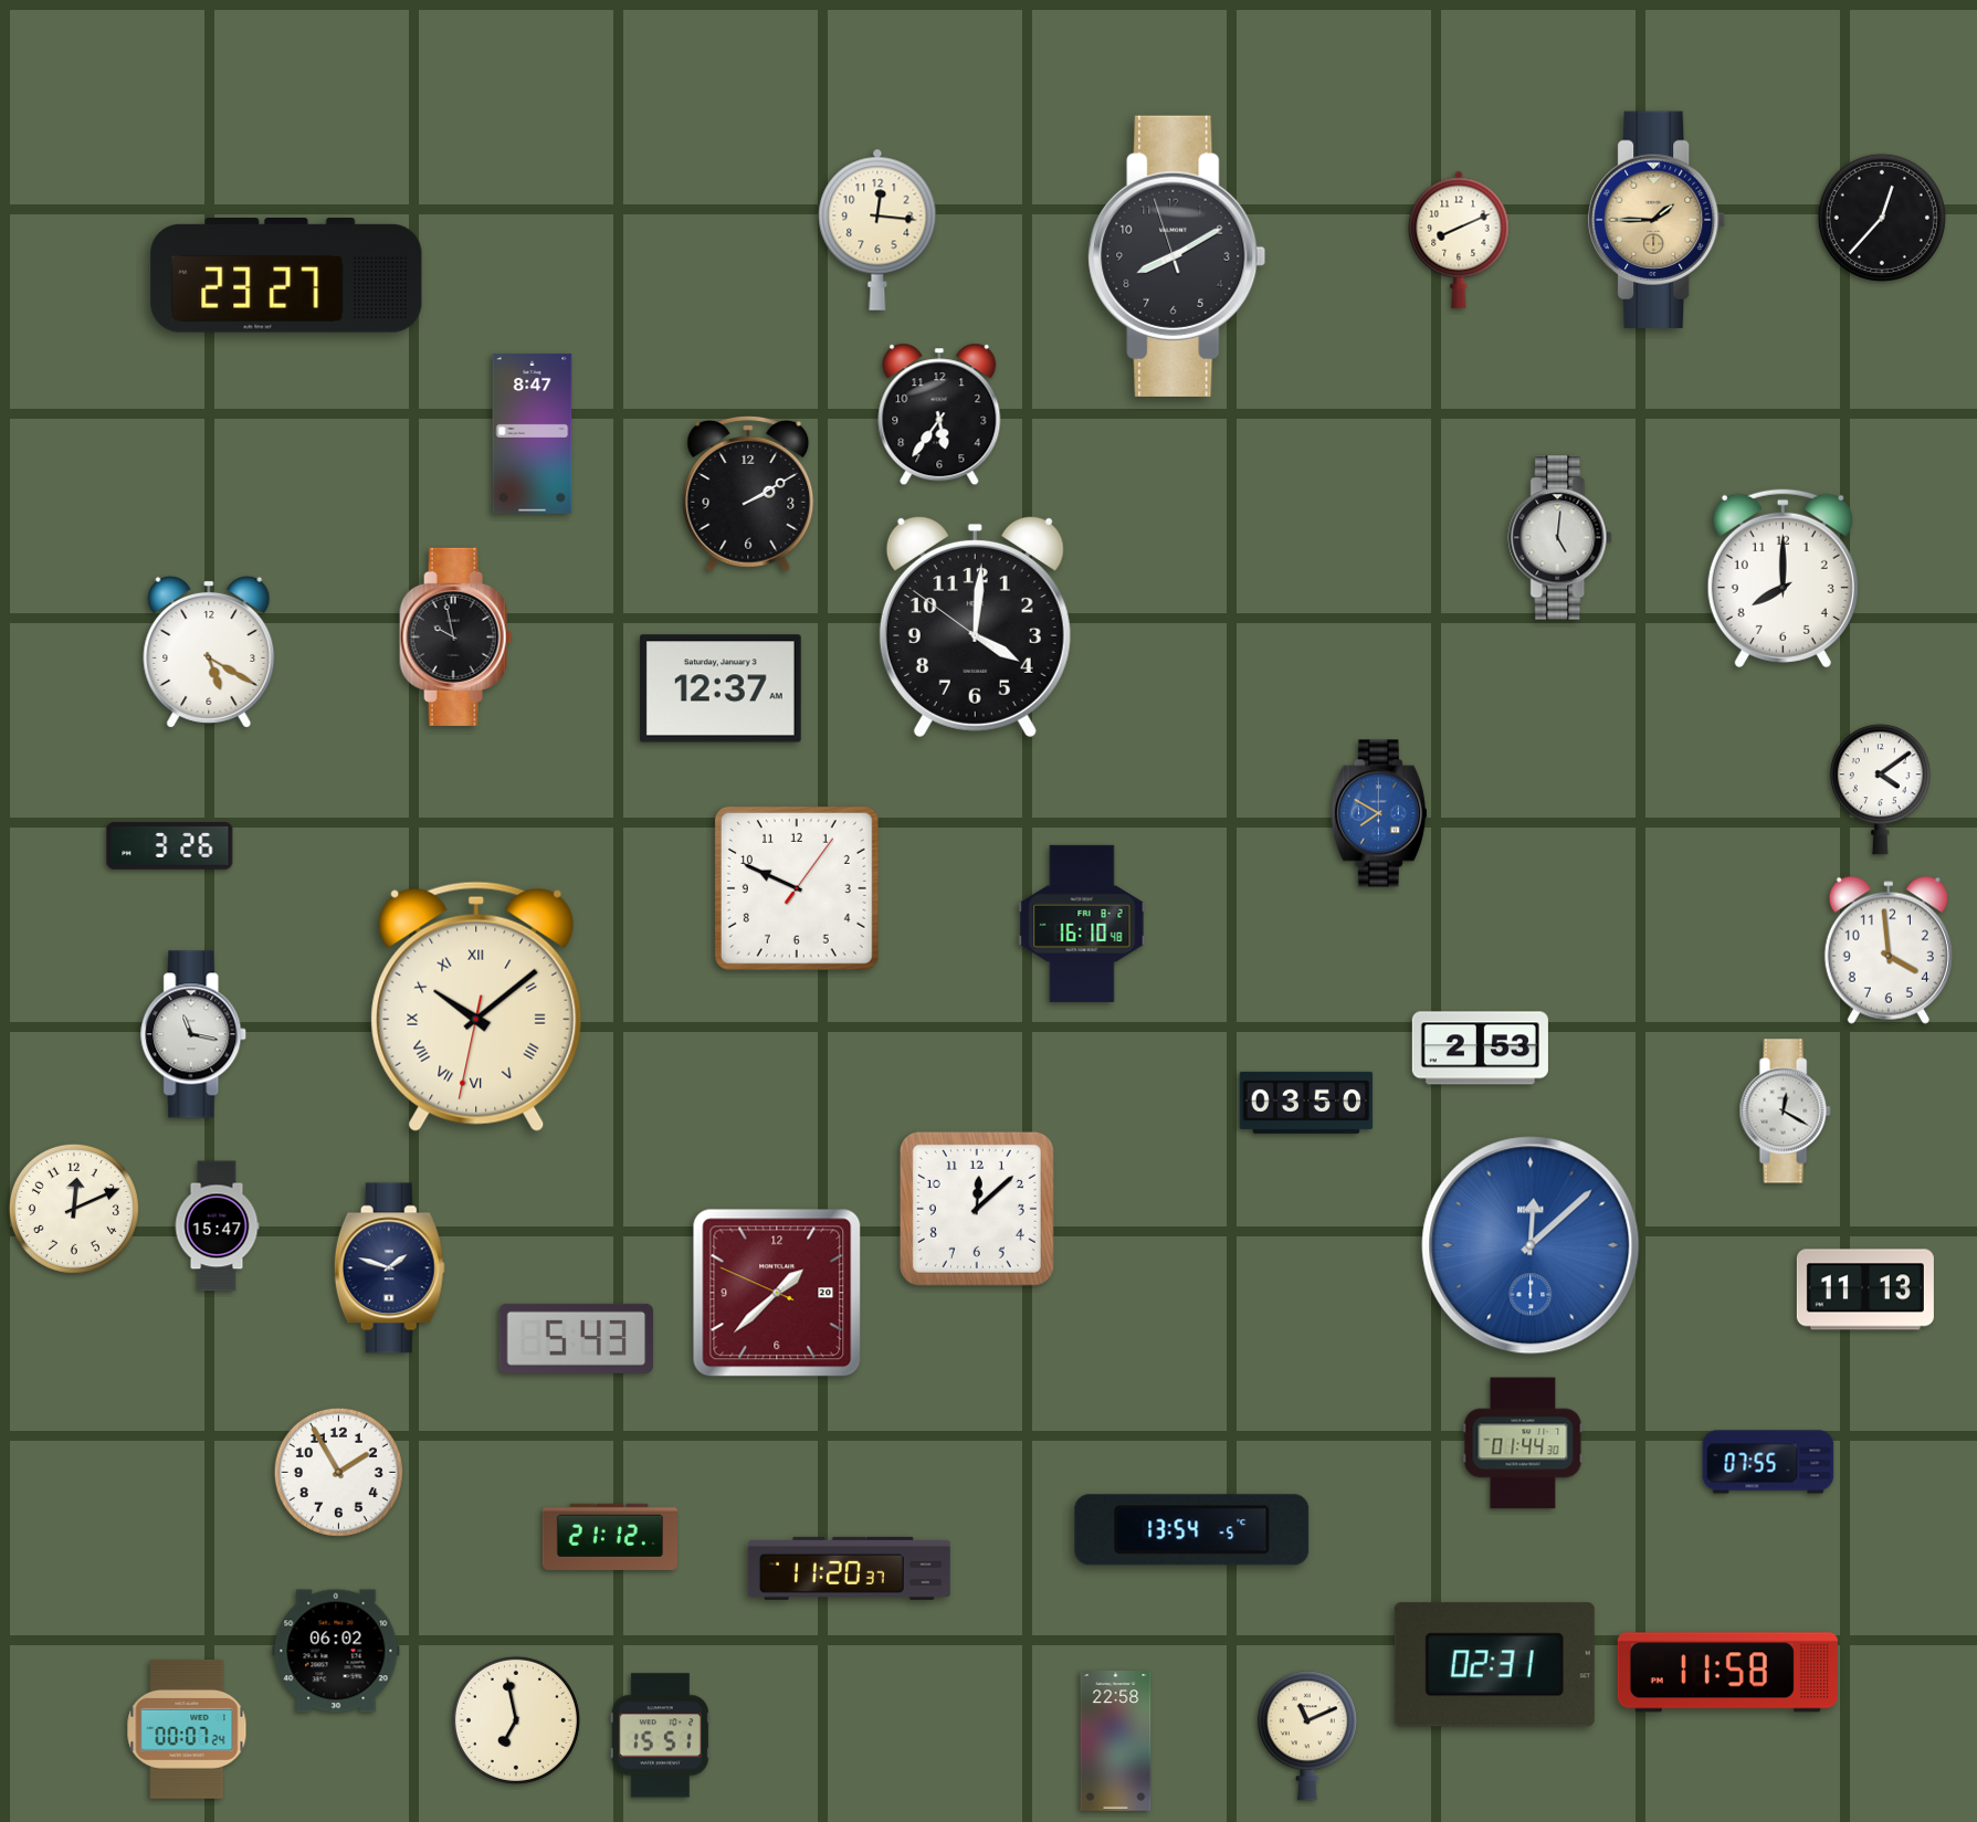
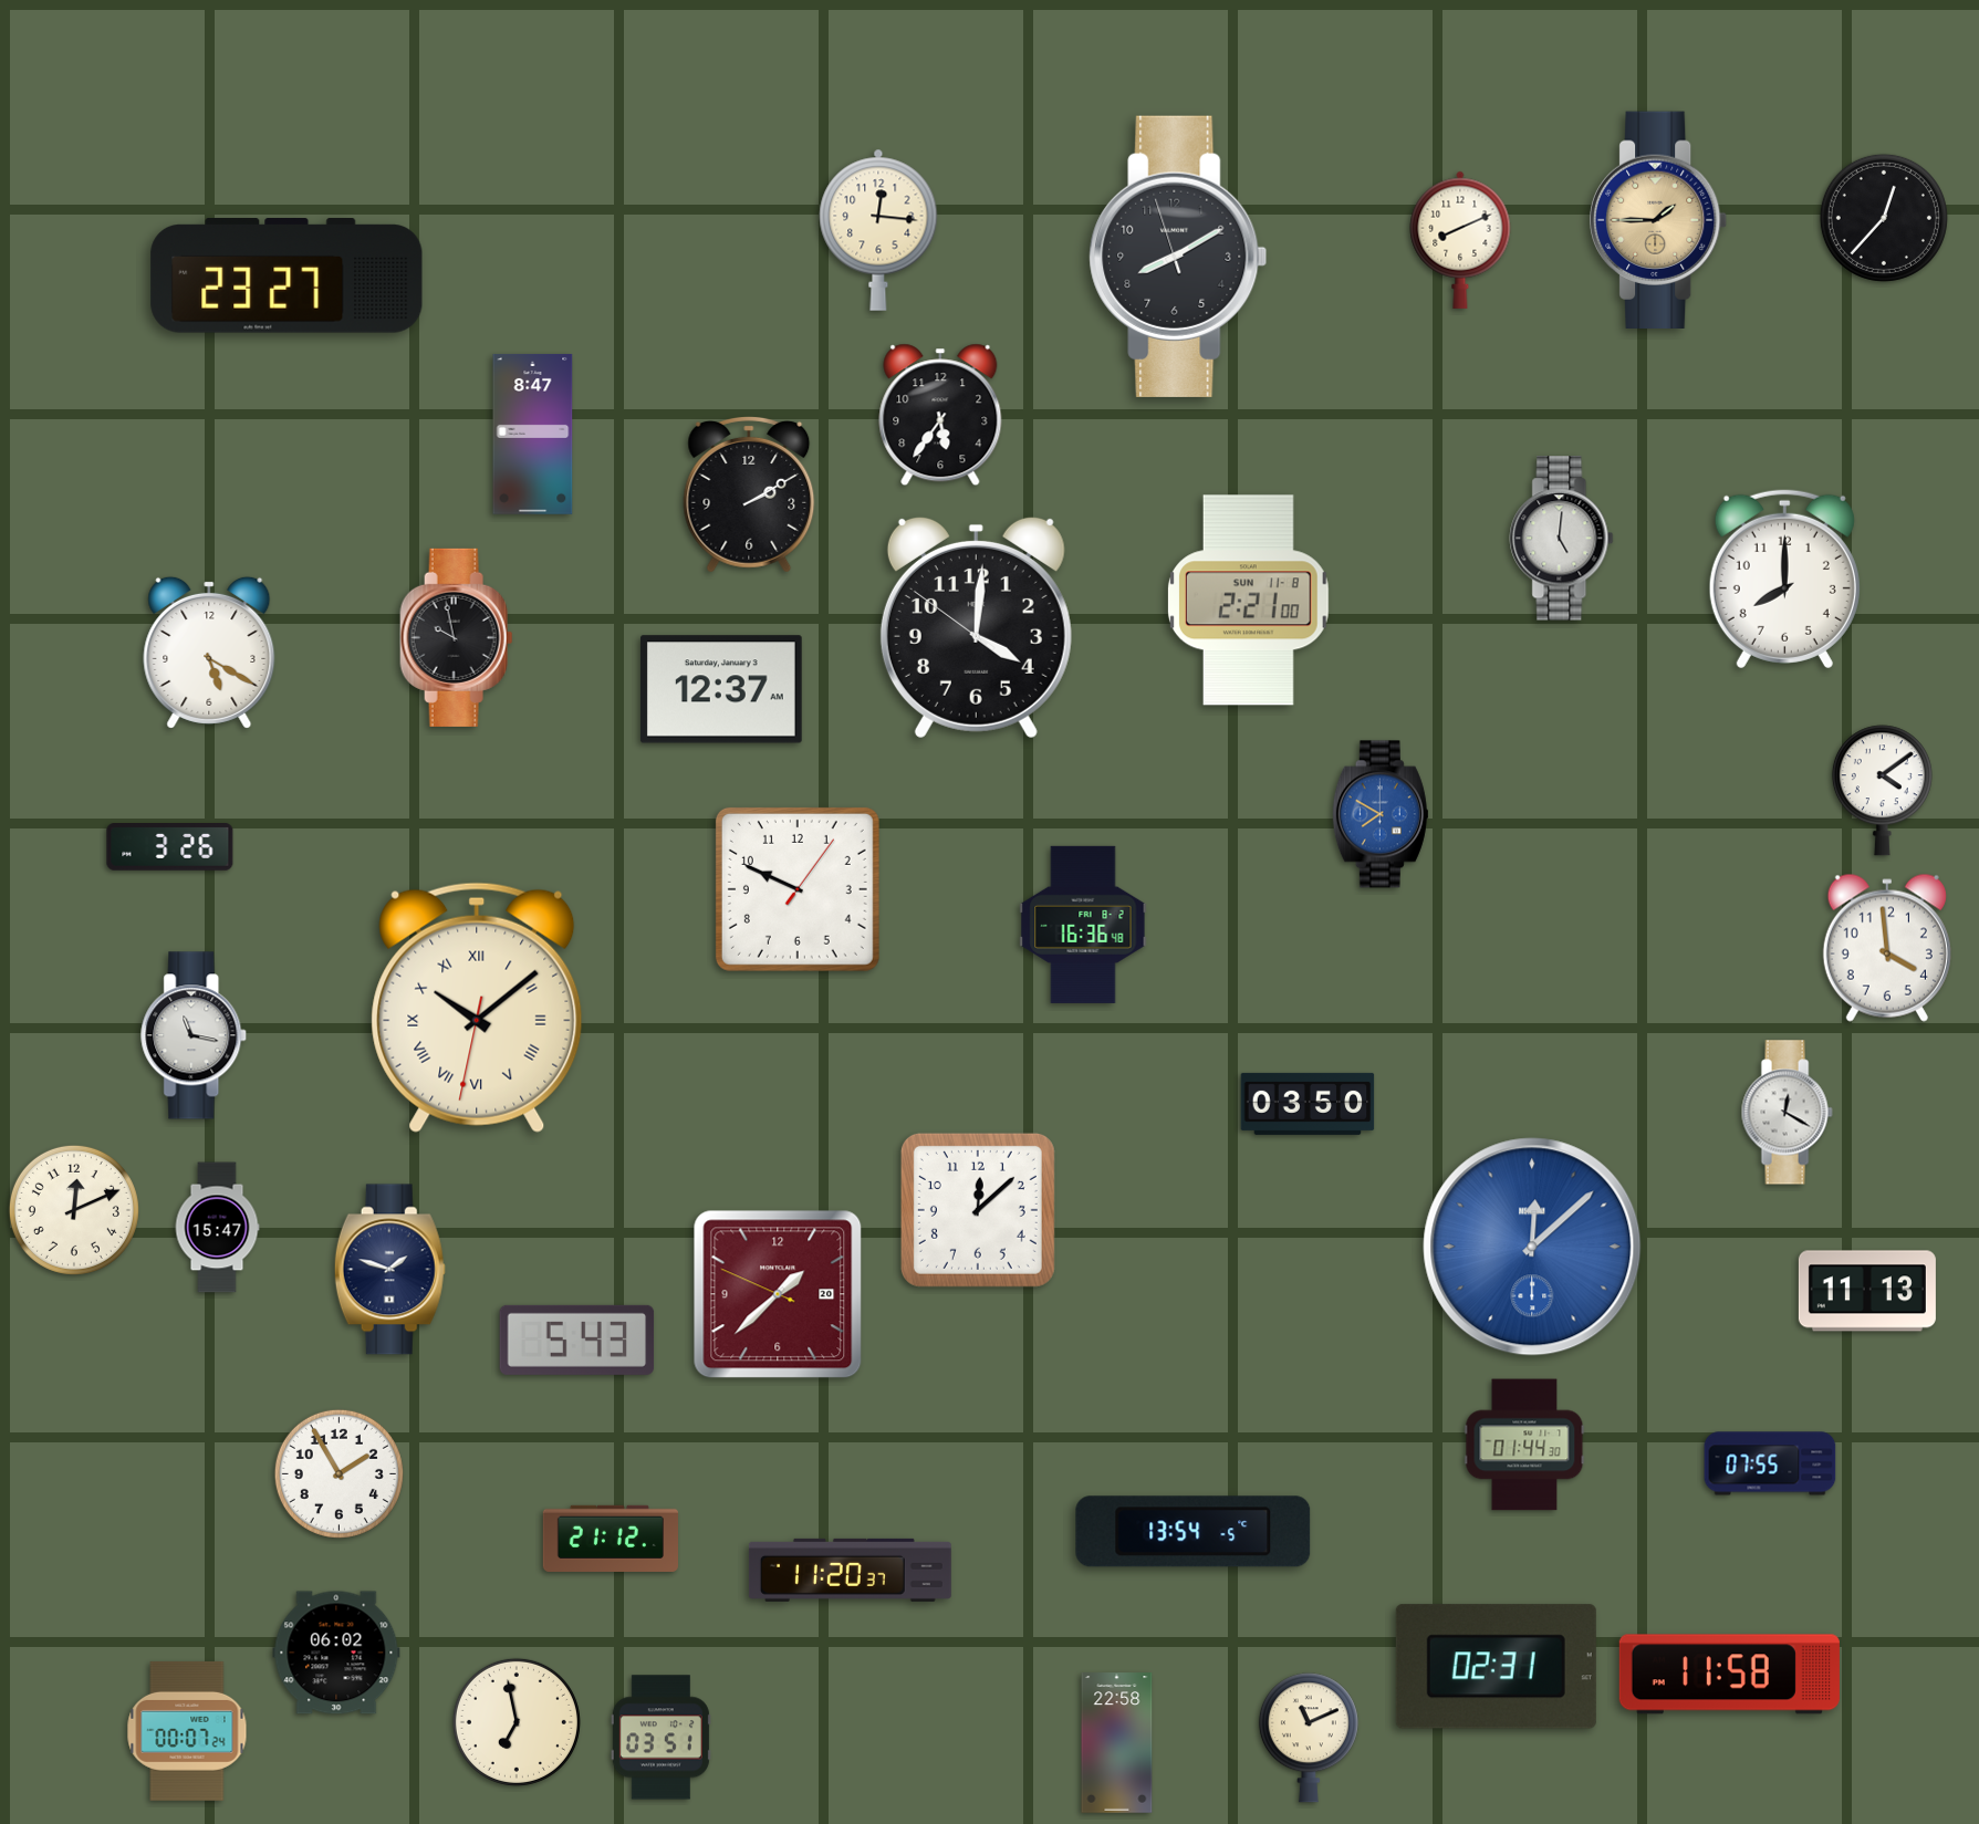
clock at (1248, 601): none -> 2:21
clock at (1082, 924): 16:10 -> 16:36
clock at (1889, 950) position: (1889, 950) -> (1887, 948)
clock at (1480, 1049): 2:53 -> none
clock at (660, 1736): 15:51 -> 03:51
